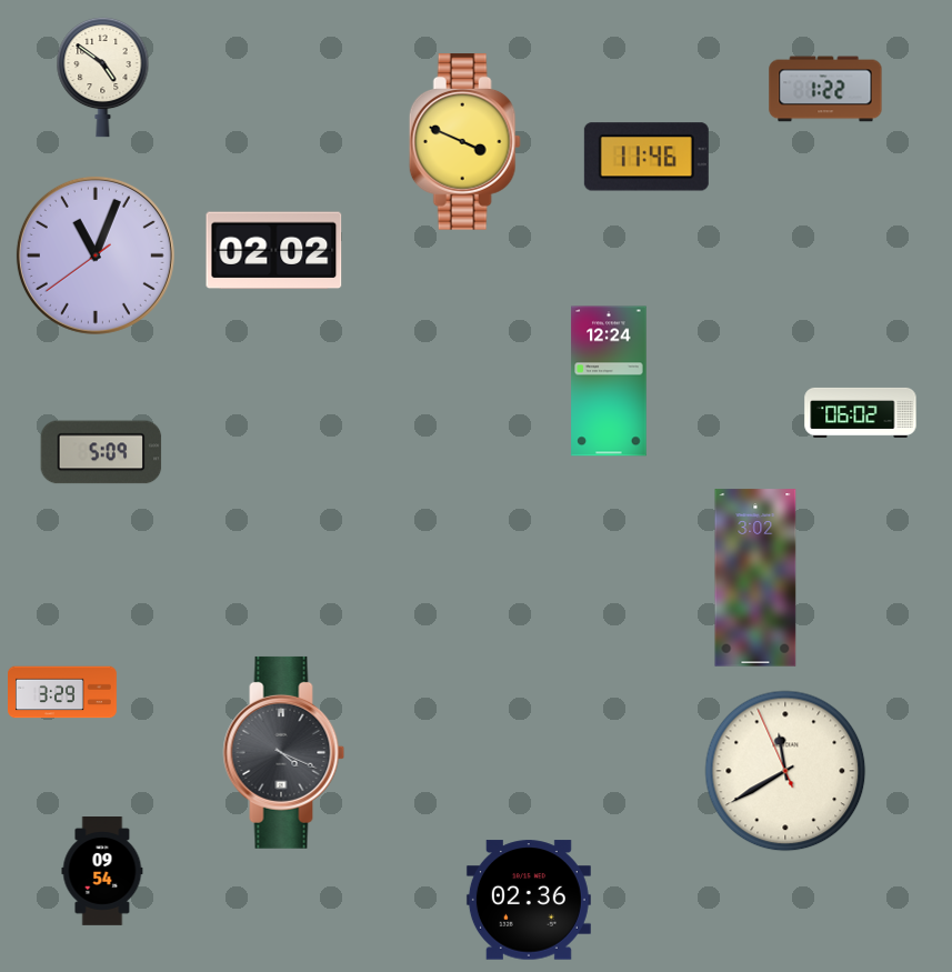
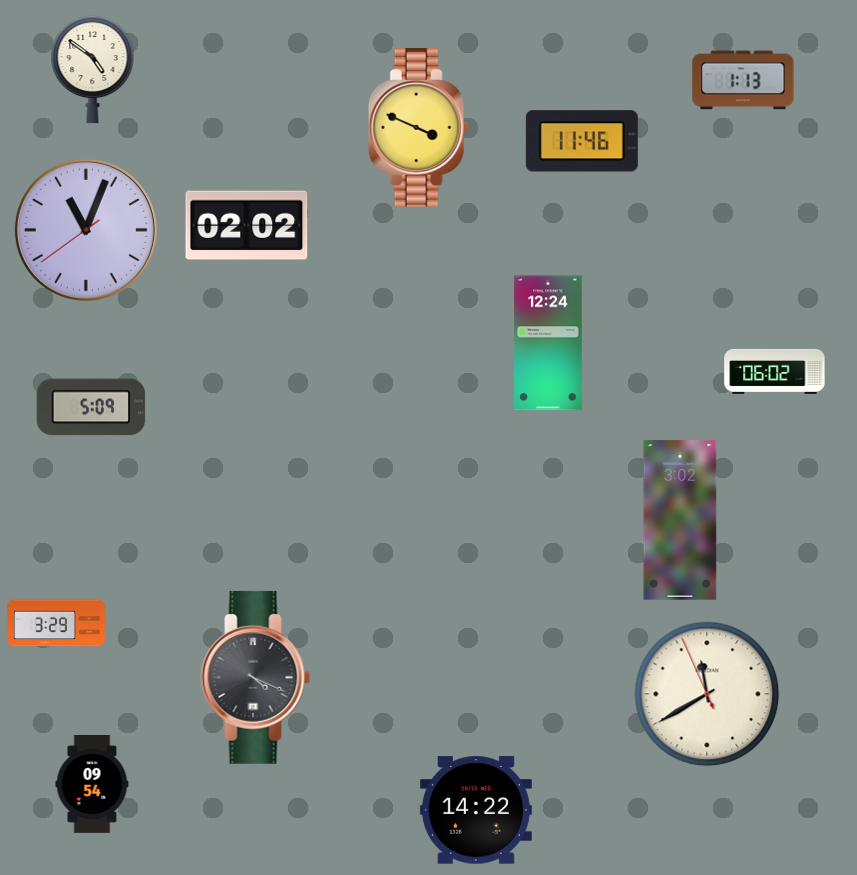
clock at (825, 89): 1:22 -> 1:13
clock at (529, 900): 02:36 -> 14:22
